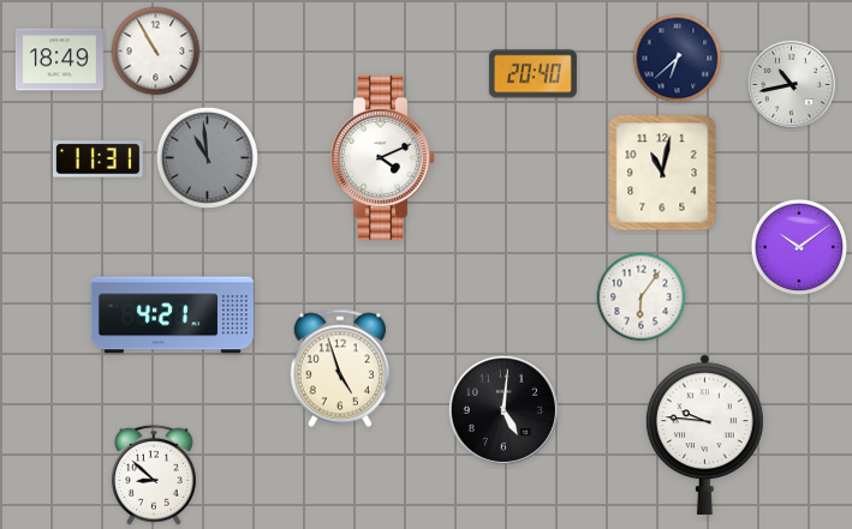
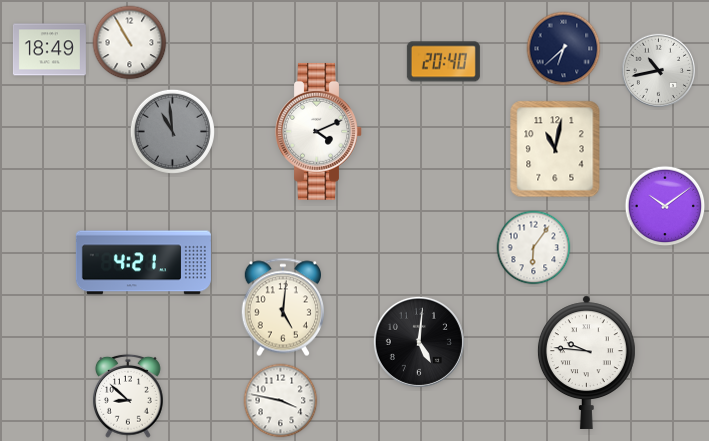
clock at (99, 160): 11:31 -> none
clock at (662, 173) position: (662, 173) -> (555, 149)
clock at (339, 368): 4:57 -> 5:01
clock at (281, 401): none -> 3:47
